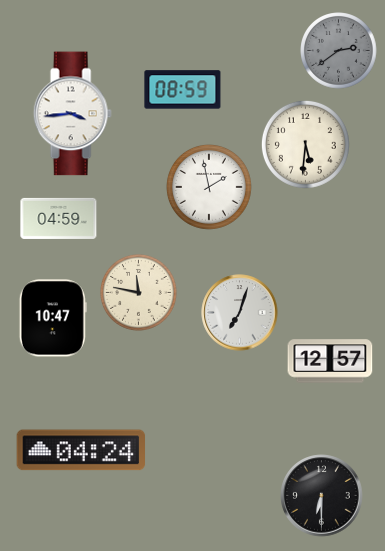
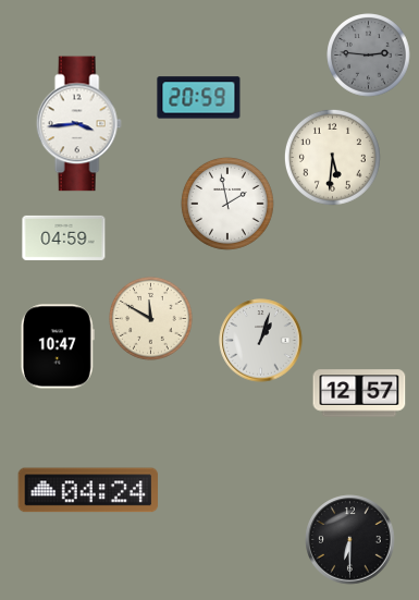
clock at (339, 51): 2:39 -> 2:46
clock at (183, 90): 08:59 -> 20:59
clock at (139, 293): 11:47 -> 11:50
clock at (240, 313): 7:03 -> 1:03
